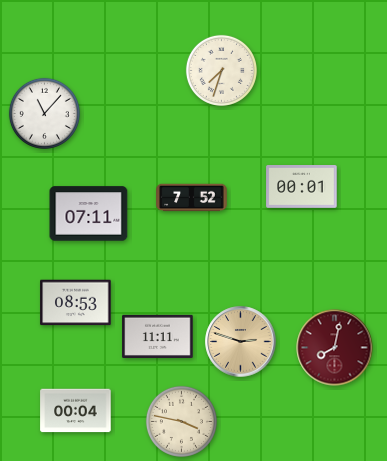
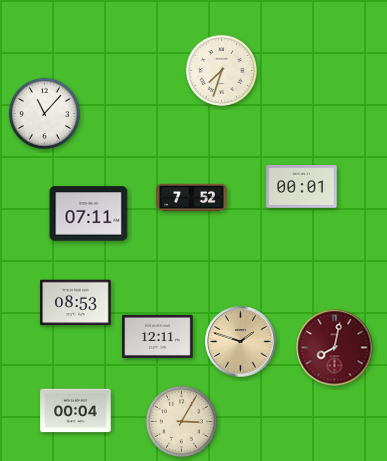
clock at (158, 336): 11:11 -> 12:11
clock at (241, 342): 2:48 -> 1:48
clock at (181, 421): 3:47 -> 3:05
